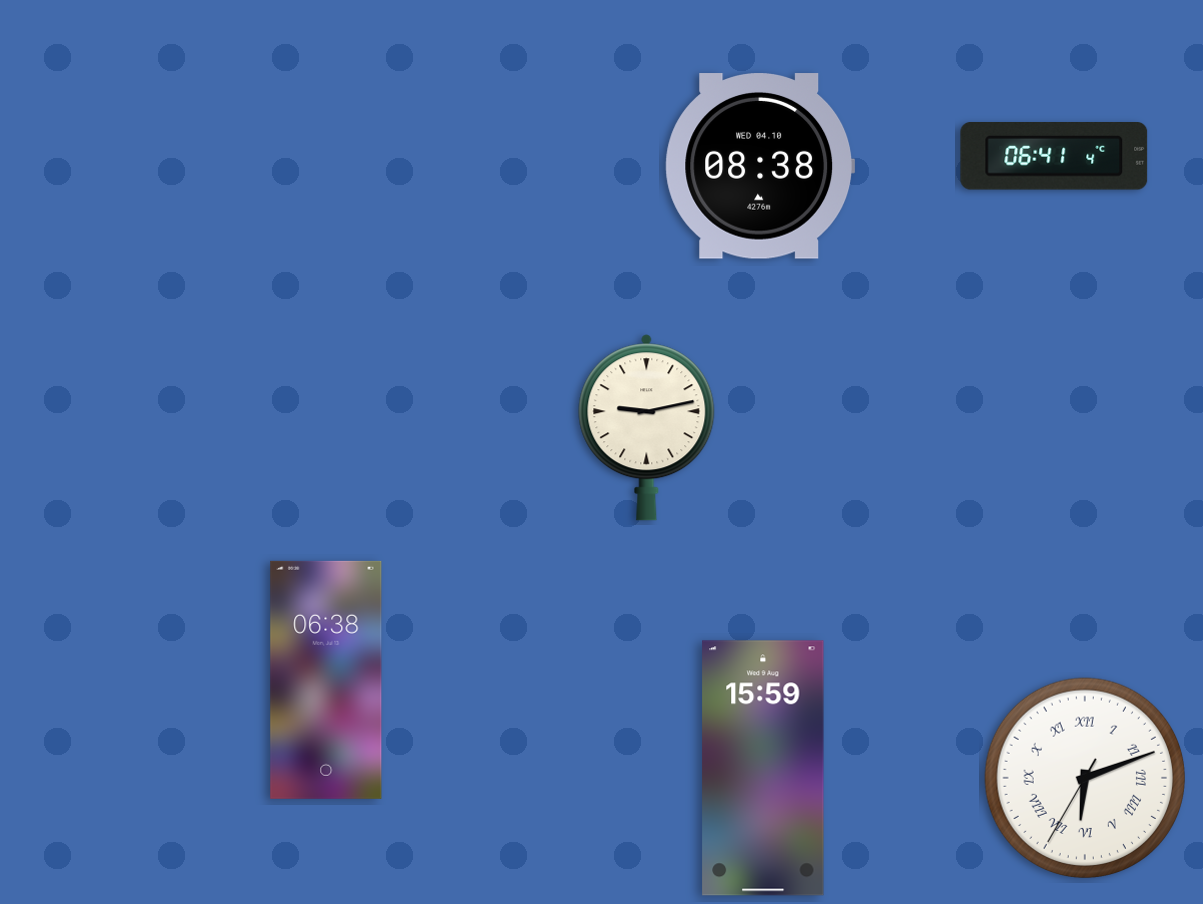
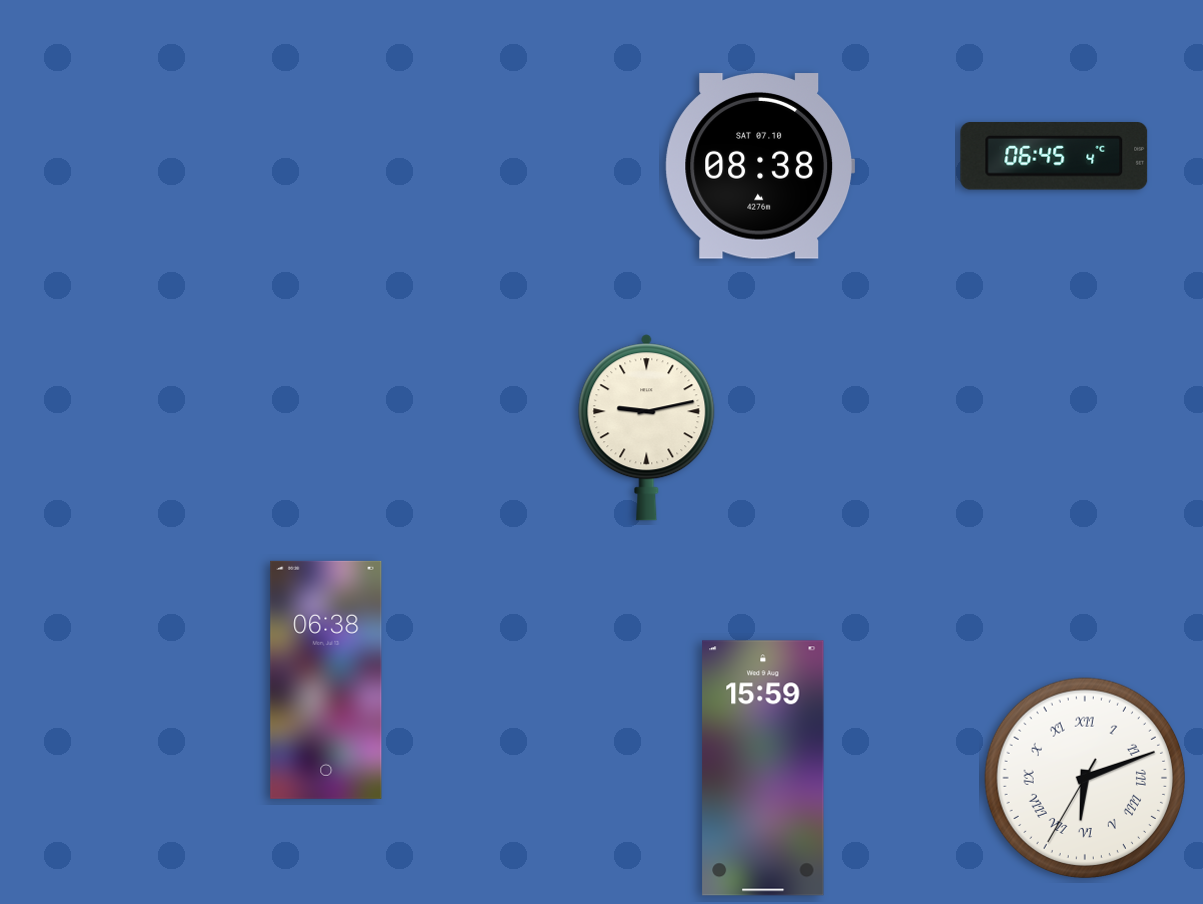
clock at (1054, 157): 06:41 -> 06:45
clock at (760, 166) date: WED 04.10 -> SAT 07.10
